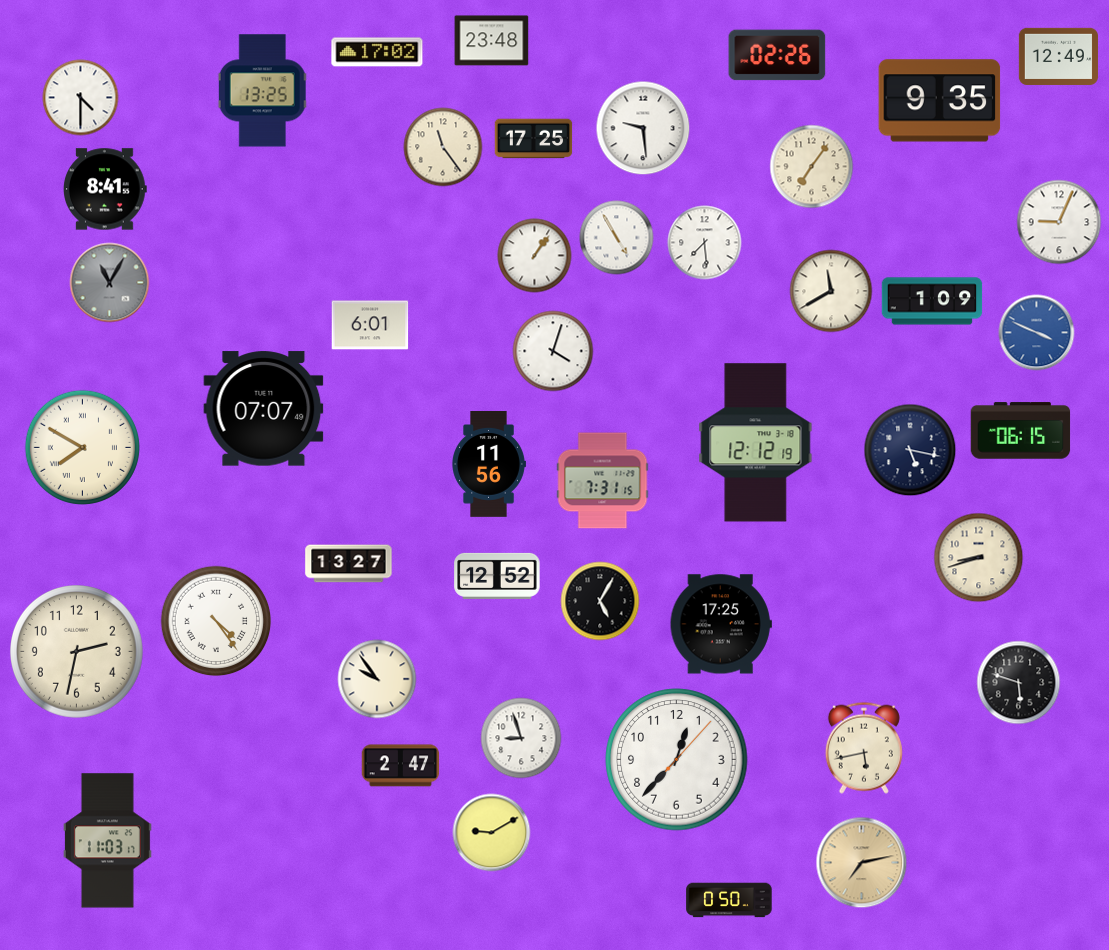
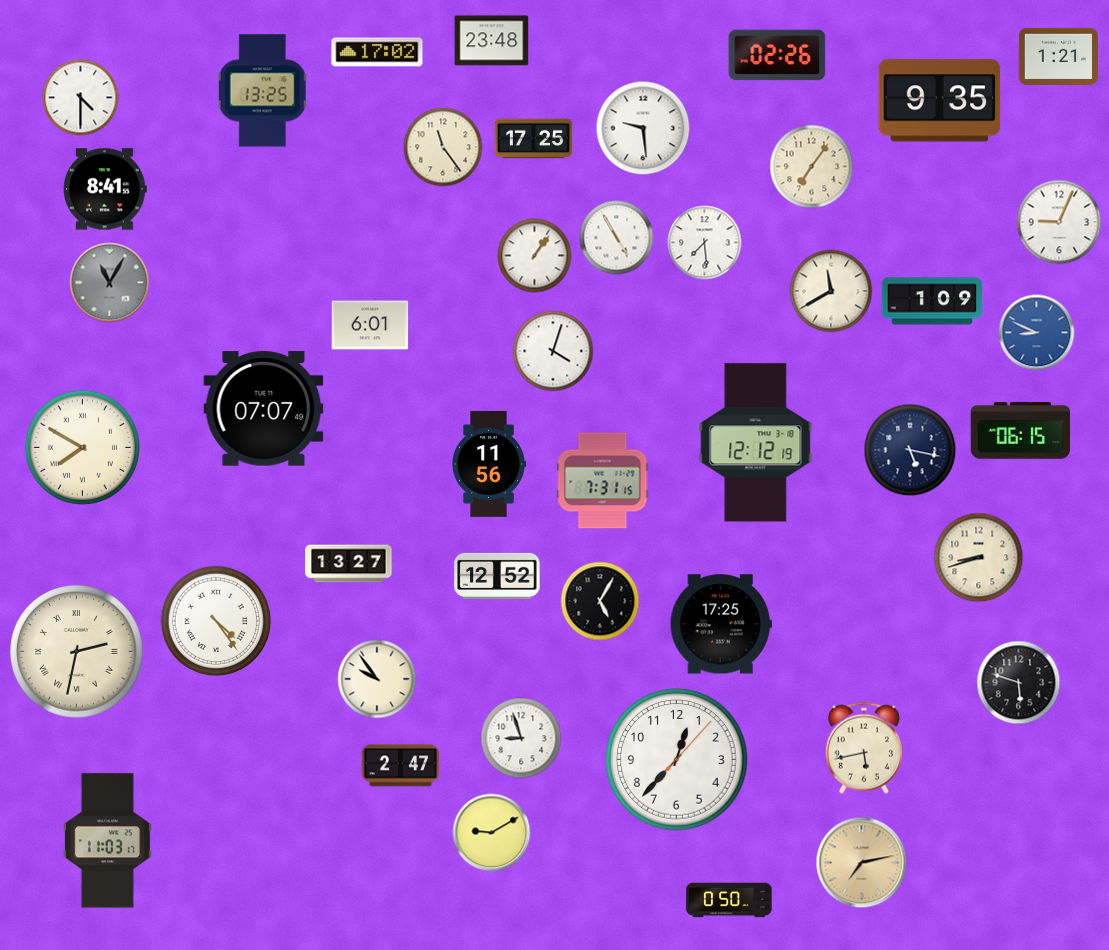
clock at (1058, 56): 12:49 -> 1:21
clock at (1037, 333): 3:49 -> 8:49
clock at (77, 652) numerals: Arabic -> Roman
